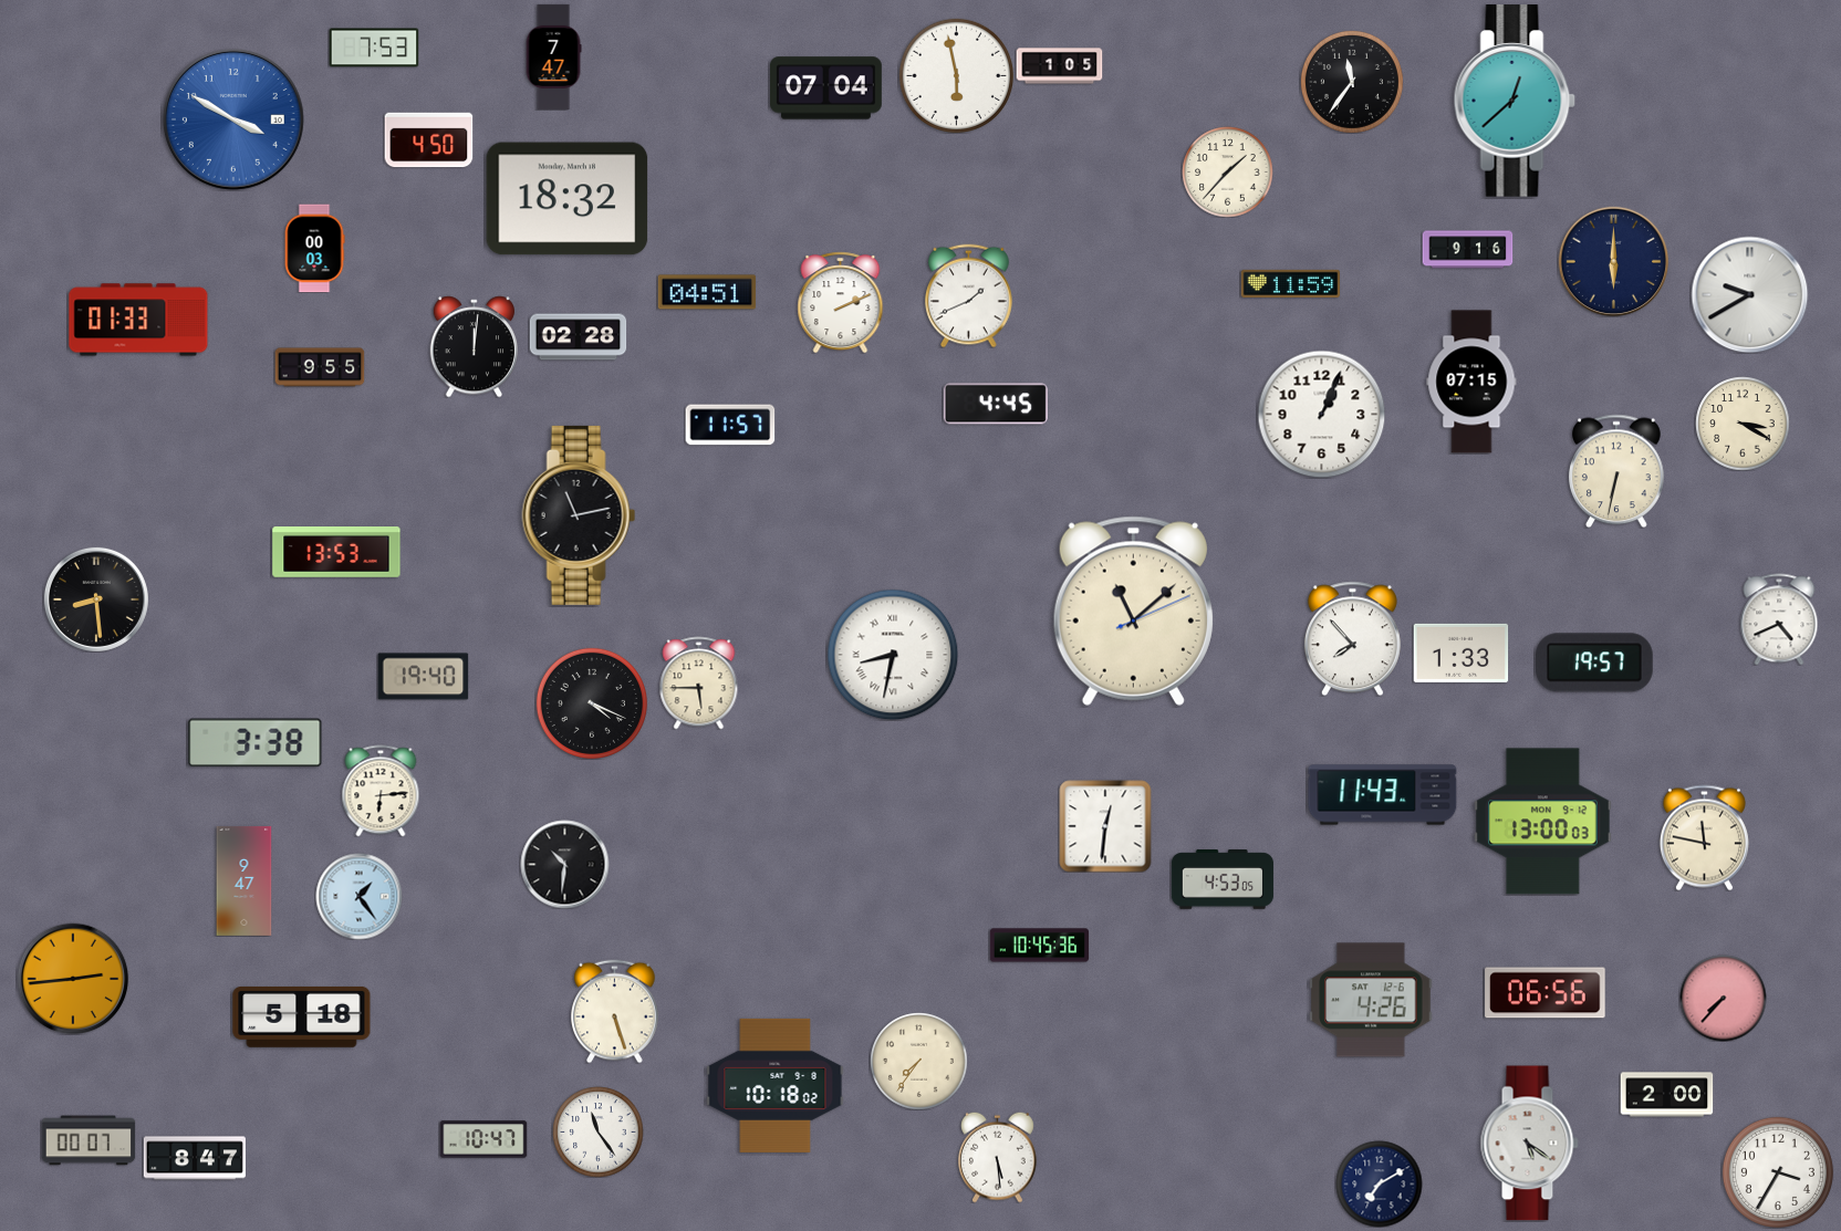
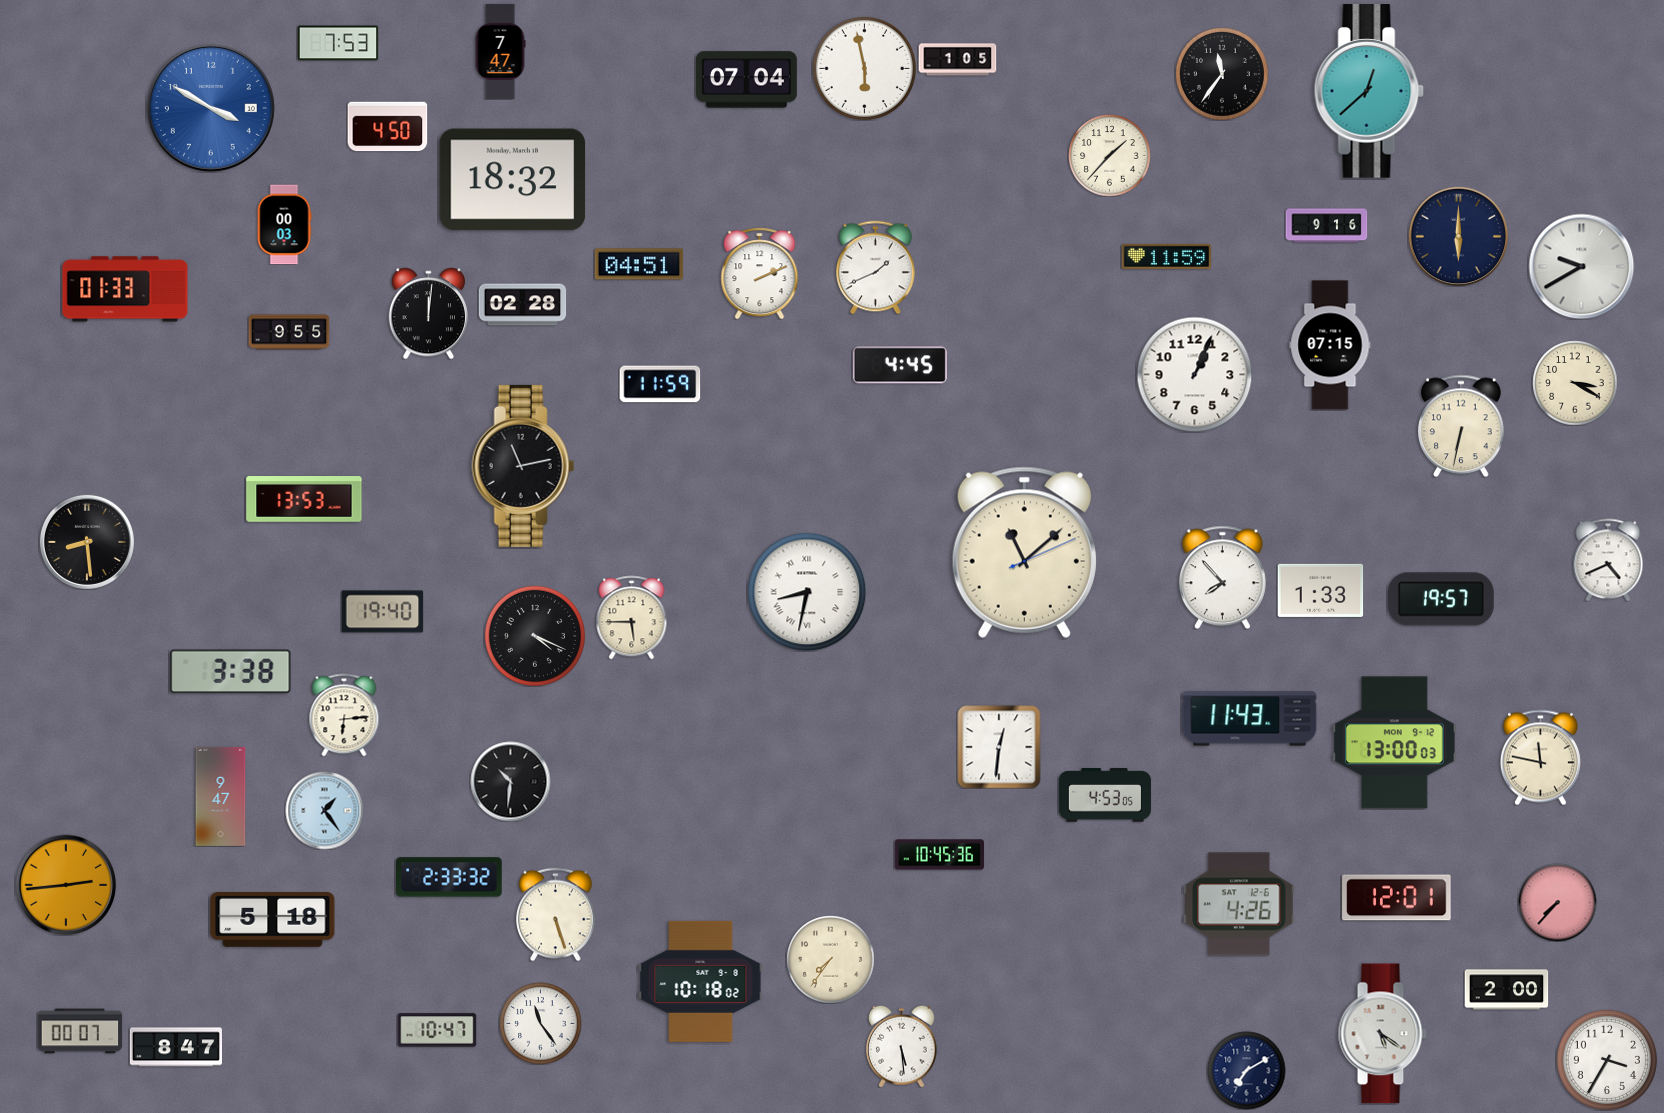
clock at (730, 425): 11:57 -> 11:59
clock at (449, 877): none -> 2:33
clock at (1546, 993): 06:56 -> 12:01
